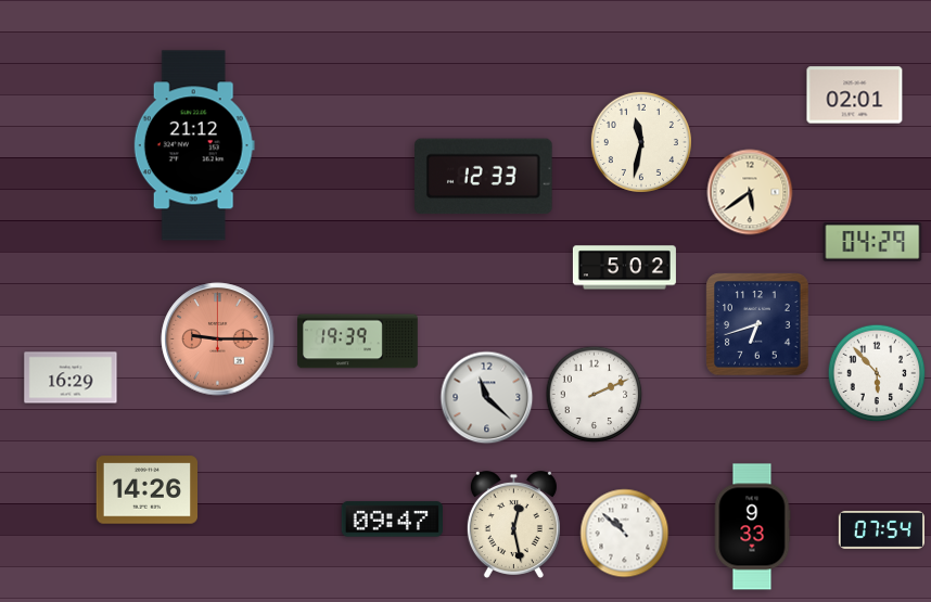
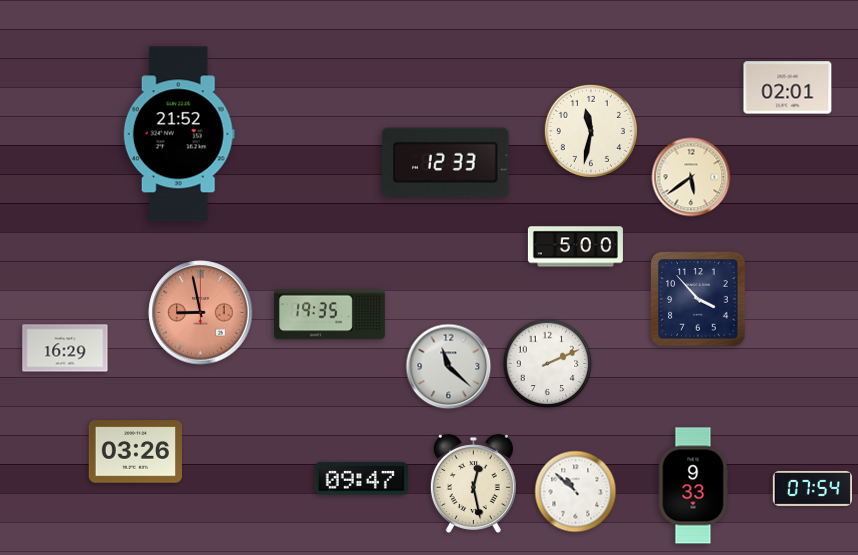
clock at (194, 145): 21:12 -> 21:52
clock at (872, 242): 04:29 -> none
clock at (624, 268): 5:02 -> 5:00
clock at (757, 324): 6:42 -> 3:53
clock at (218, 340): 9:15 -> 8:58
clock at (358, 342): 19:39 -> 19:35
clock at (877, 373): 5:53 -> none
clock at (146, 490): 14:26 -> 03:26
